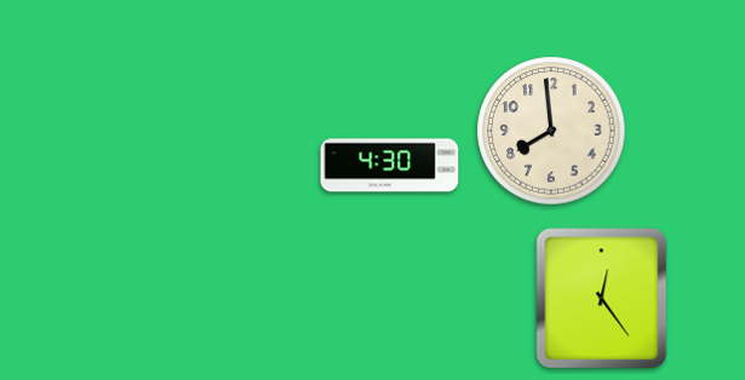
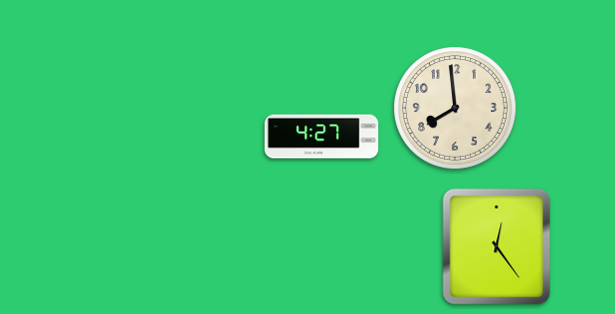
clock at (390, 166): 4:30 -> 4:27
